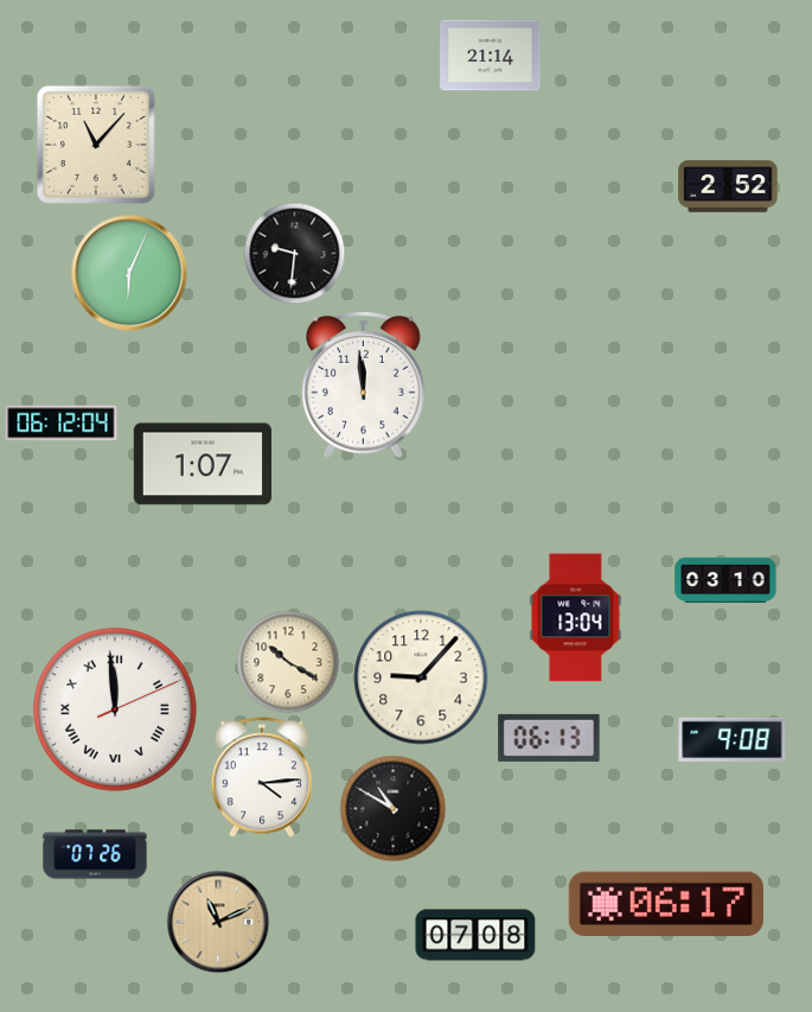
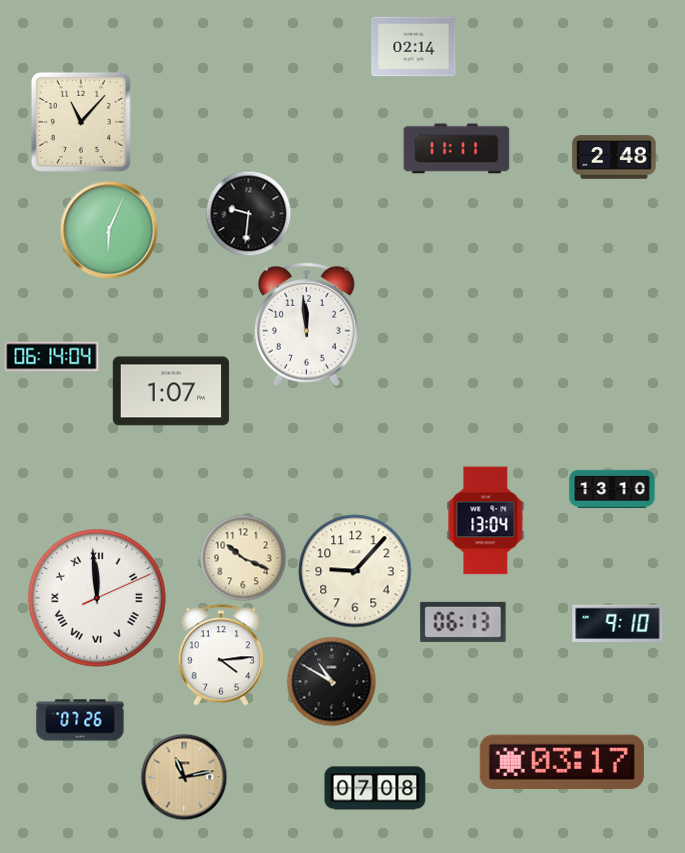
clock at (491, 56): 21:14 -> 02:14
clock at (457, 149): none -> 11:11
clock at (728, 186): 2:52 -> 2:48
clock at (62, 424): 06:12 -> 06:14
clock at (725, 579): 03:10 -> 13:10
clock at (288, 662): 10:20 -> 10:19
clock at (733, 739): 9:08 -> 9:10
clock at (666, 903): 06:17 -> 03:17
clock at (218, 922): 11:11 -> 11:13
clock at (475, 935) position: (475, 935) -> (375, 788)
